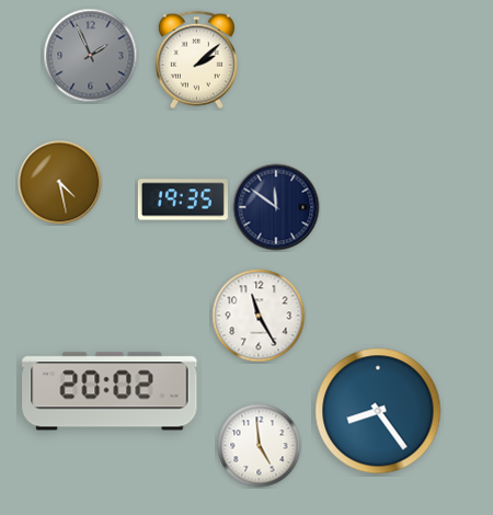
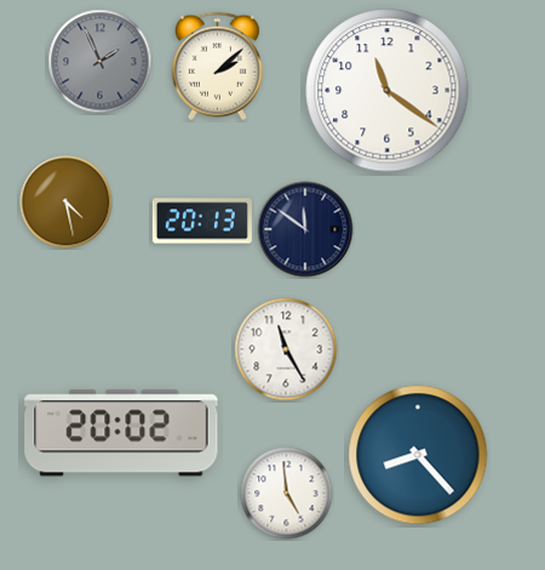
clock at (388, 91): none -> 11:21
clock at (183, 199): 19:35 -> 20:13
clock at (378, 411): 8:24 -> 8:23
